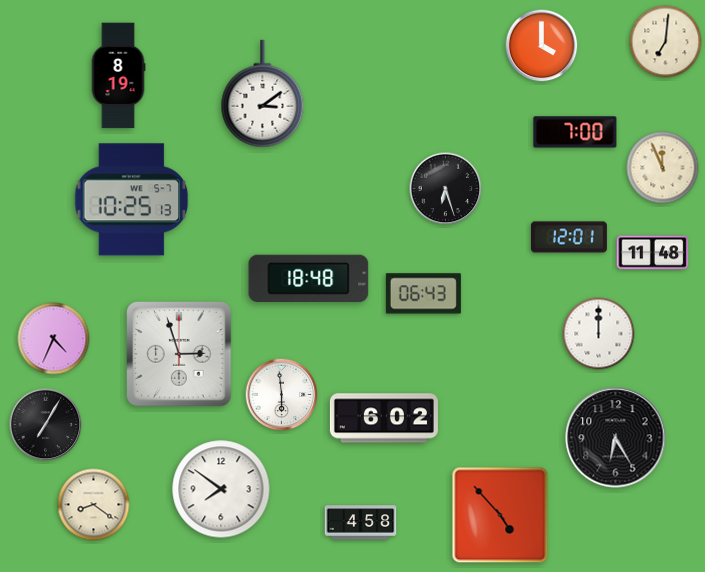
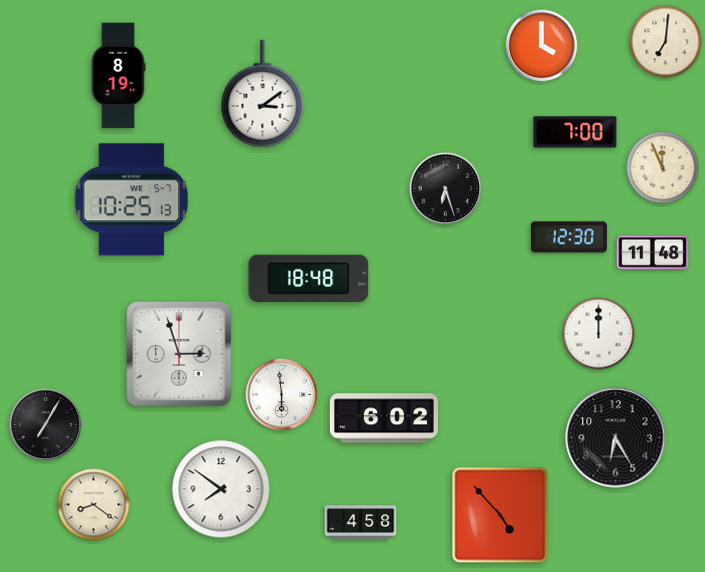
clock at (569, 237): 12:01 -> 12:30
clock at (423, 294): 06:43 -> none
clock at (54, 339): 4:34 -> none
